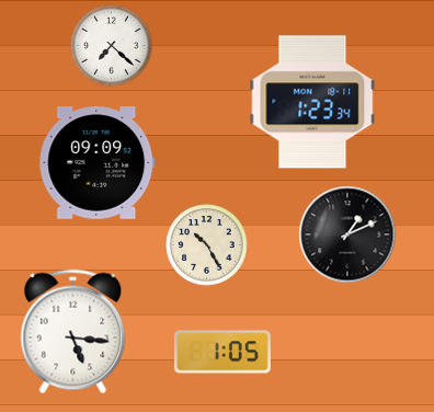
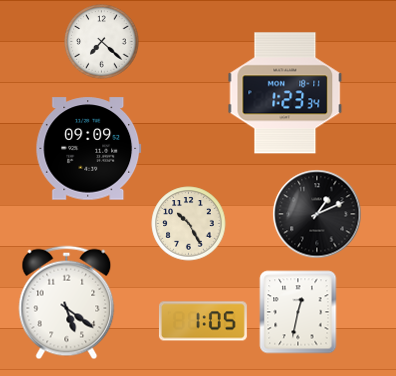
clock at (73, 332): 5:16 -> 5:21
clock at (298, 312): none -> 12:32
